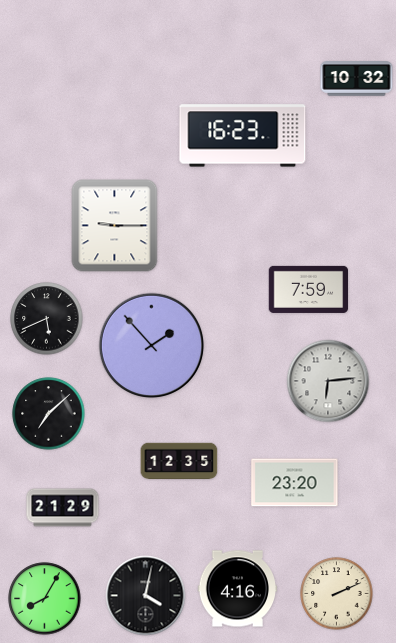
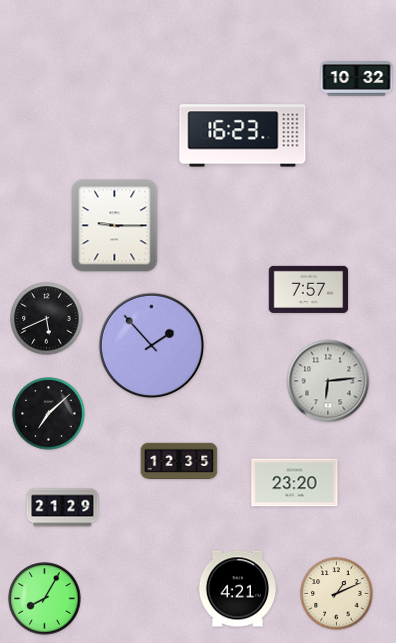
clock at (309, 289): 7:59 -> 7:57
clock at (238, 589): 4:16 -> 4:21
clock at (337, 594): 2:11 -> 1:11
clock at (146, 596): 4:02 -> none
